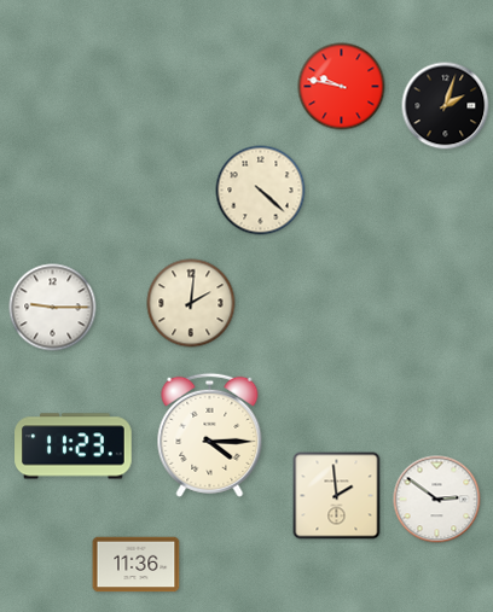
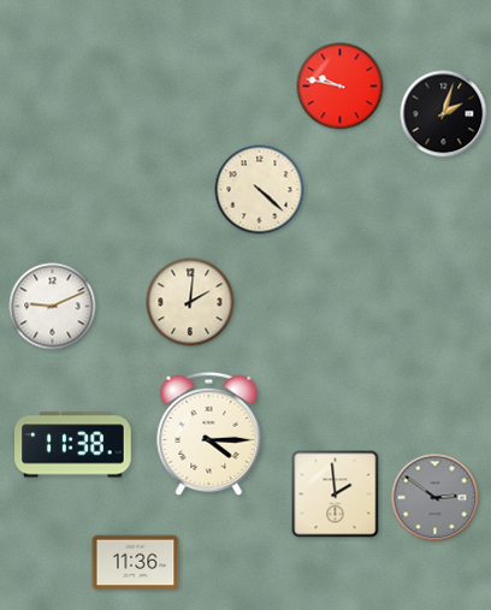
clock at (446, 106) position: (446, 106) -> (444, 114)
clock at (53, 308): 9:15 -> 9:11
clock at (74, 447): 11:23 -> 11:38
clock at (437, 500) dial: white -> grey
